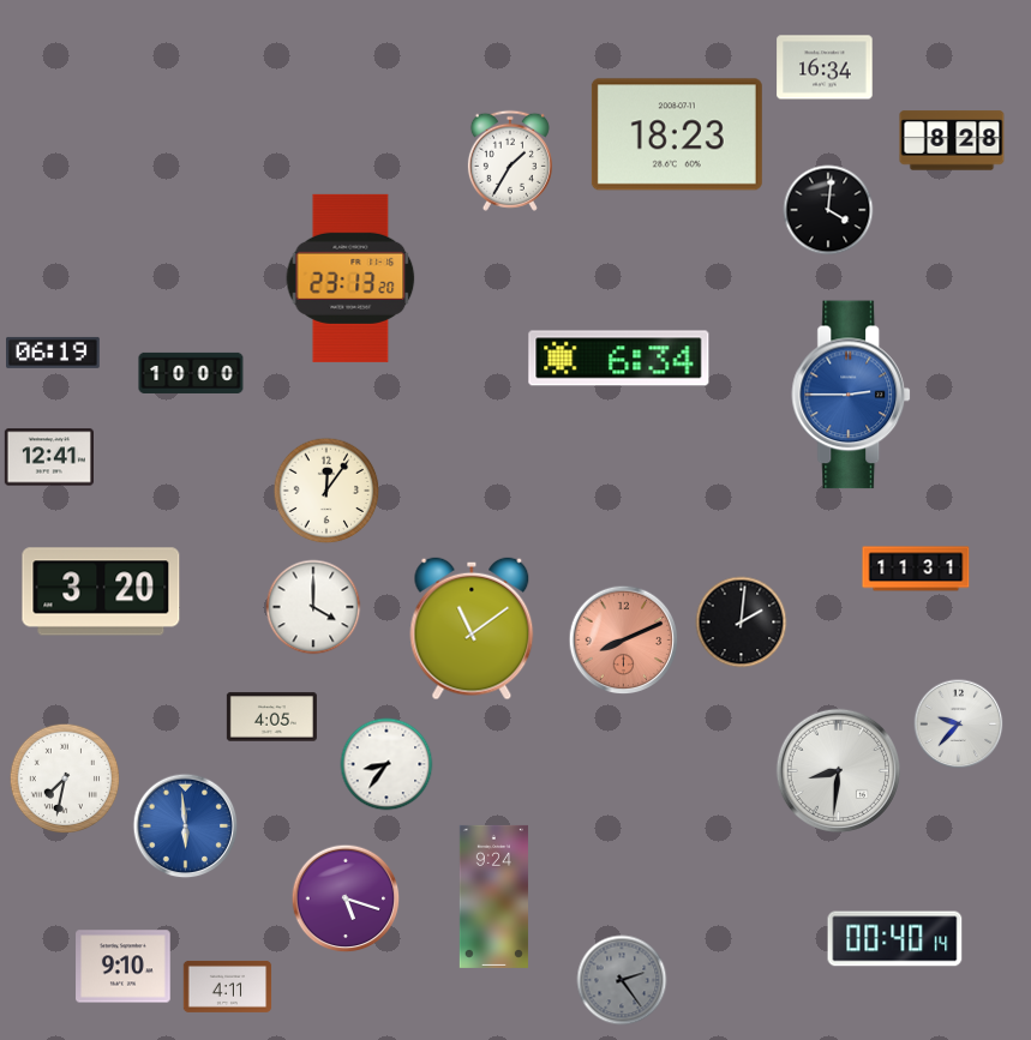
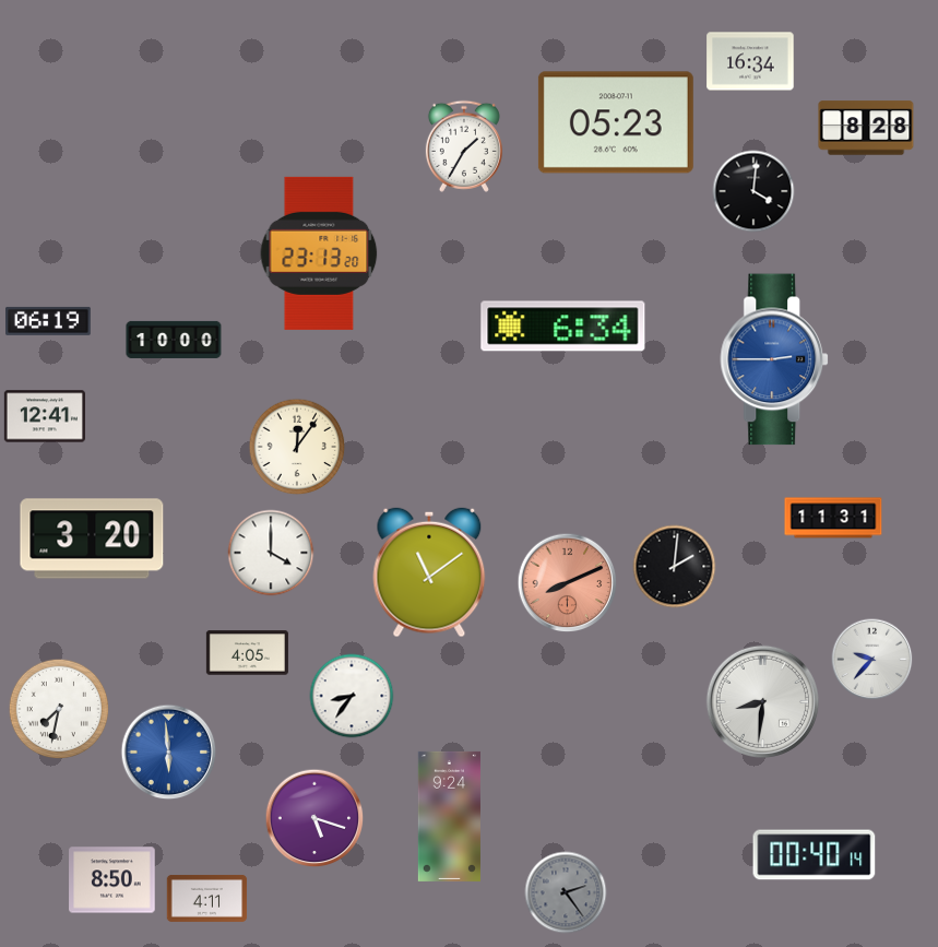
clock at (677, 134): 18:23 -> 05:23
clock at (313, 607) position: (313, 607) -> (271, 553)
clock at (124, 967): 9:10 -> 8:50
